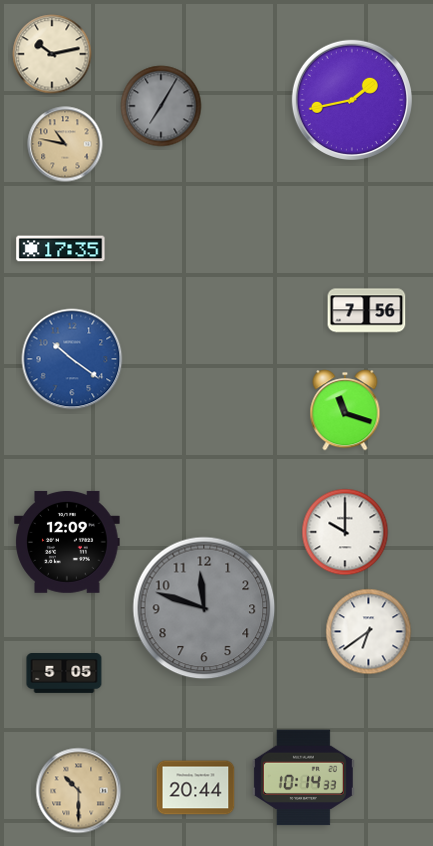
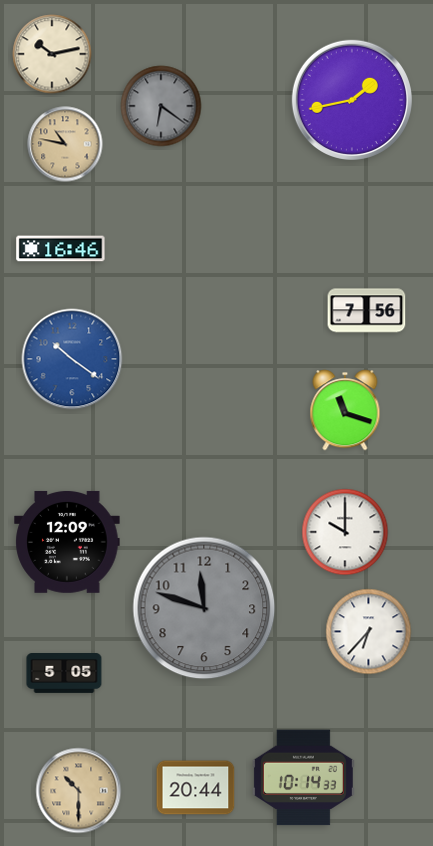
clock at (161, 106): 7:05 -> 6:21
clock at (61, 249): 17:35 -> 16:46
clock at (369, 632): 6:39 -> 6:37
